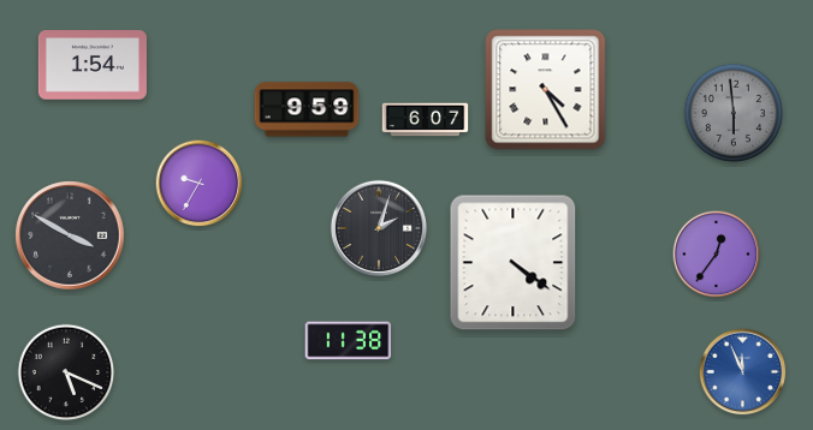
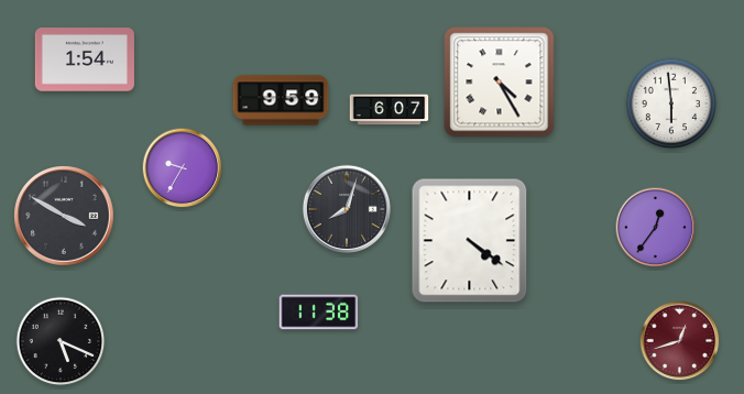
clock at (734, 113) dial: grey -> white
clock at (379, 228): 2:03 -> 8:03
clock at (717, 255) position: (717, 255) -> (656, 228)
clock at (743, 372): 11:56 -> 12:42
clock at (743, 372) dial: blue -> burgundy
